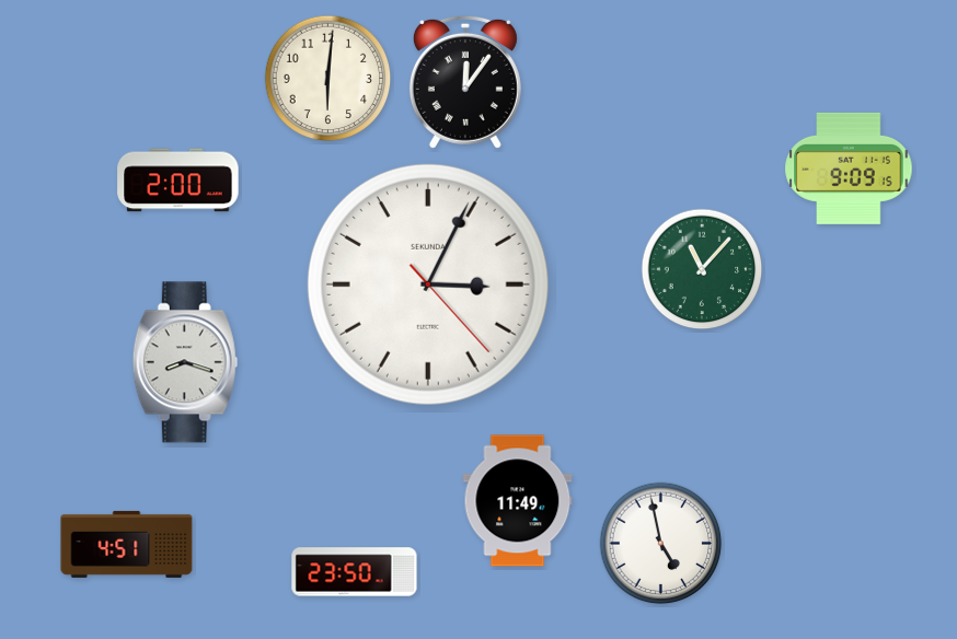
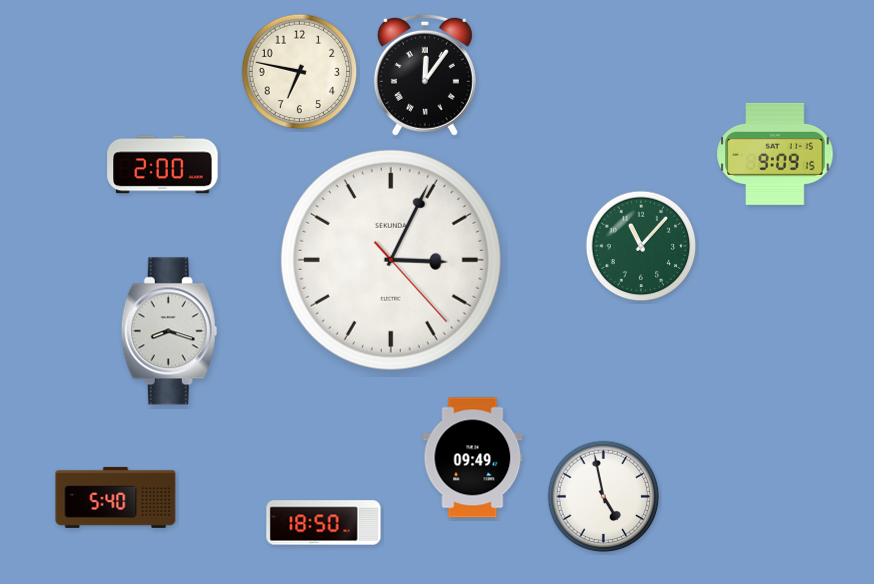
clock at (328, 79): 6:01 -> 6:47
clock at (518, 501): 11:49 -> 09:49
clock at (127, 544): 4:51 -> 5:40
clock at (355, 572): 23:50 -> 18:50
